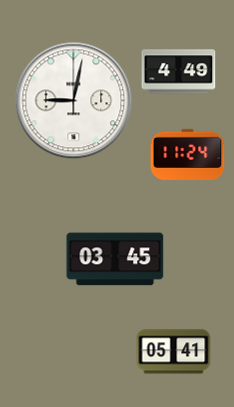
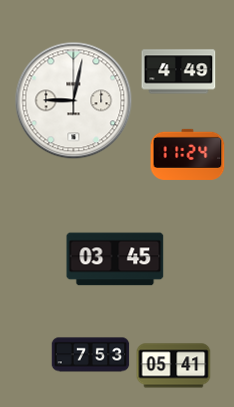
clock at (174, 352) position: (174, 352) -> (174, 366)
clock at (91, 355): none -> 7:53
